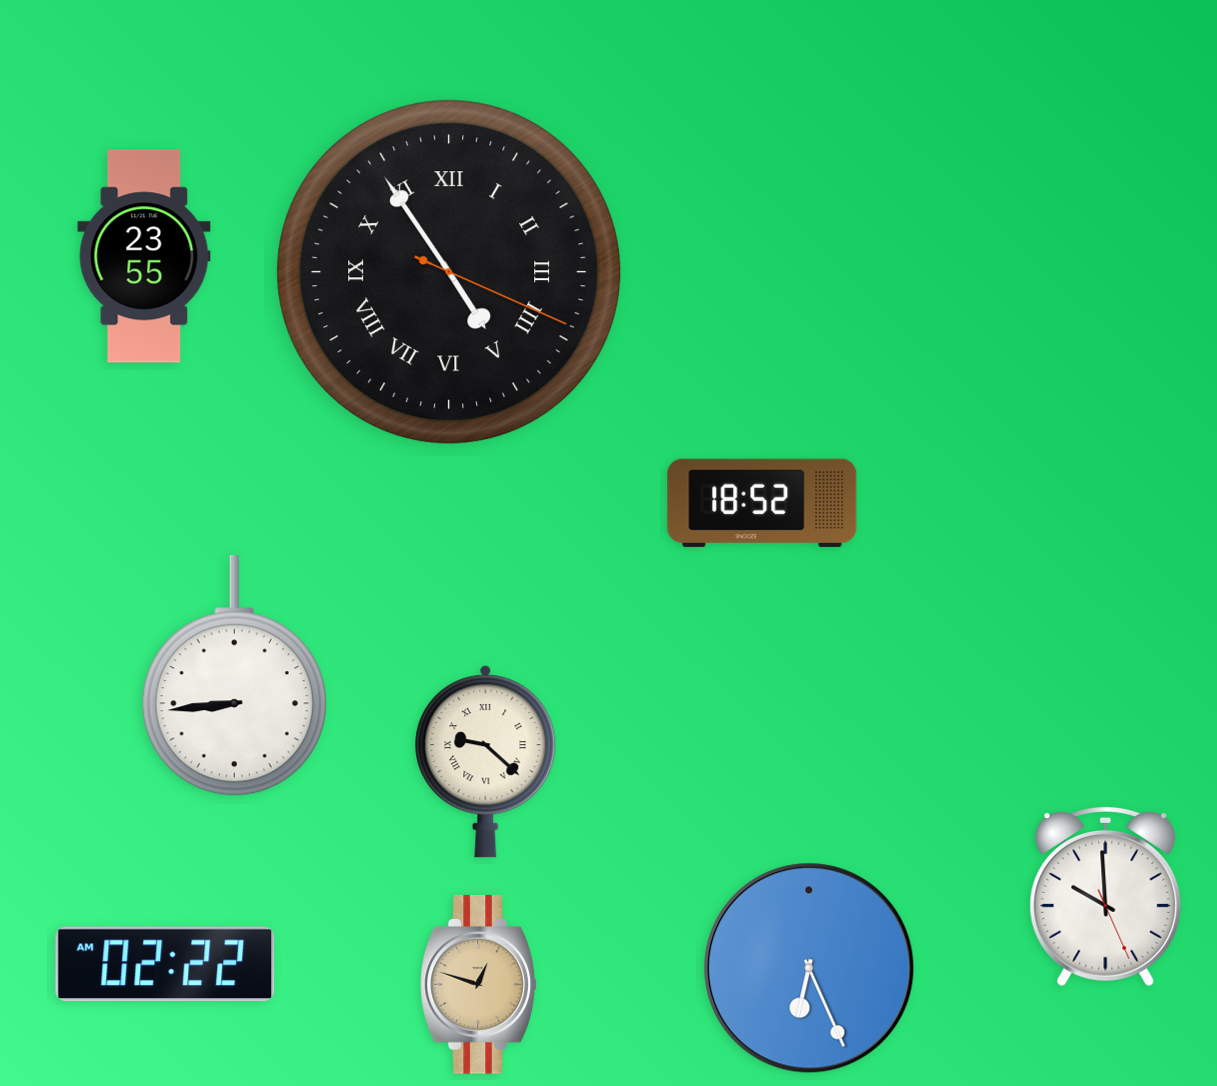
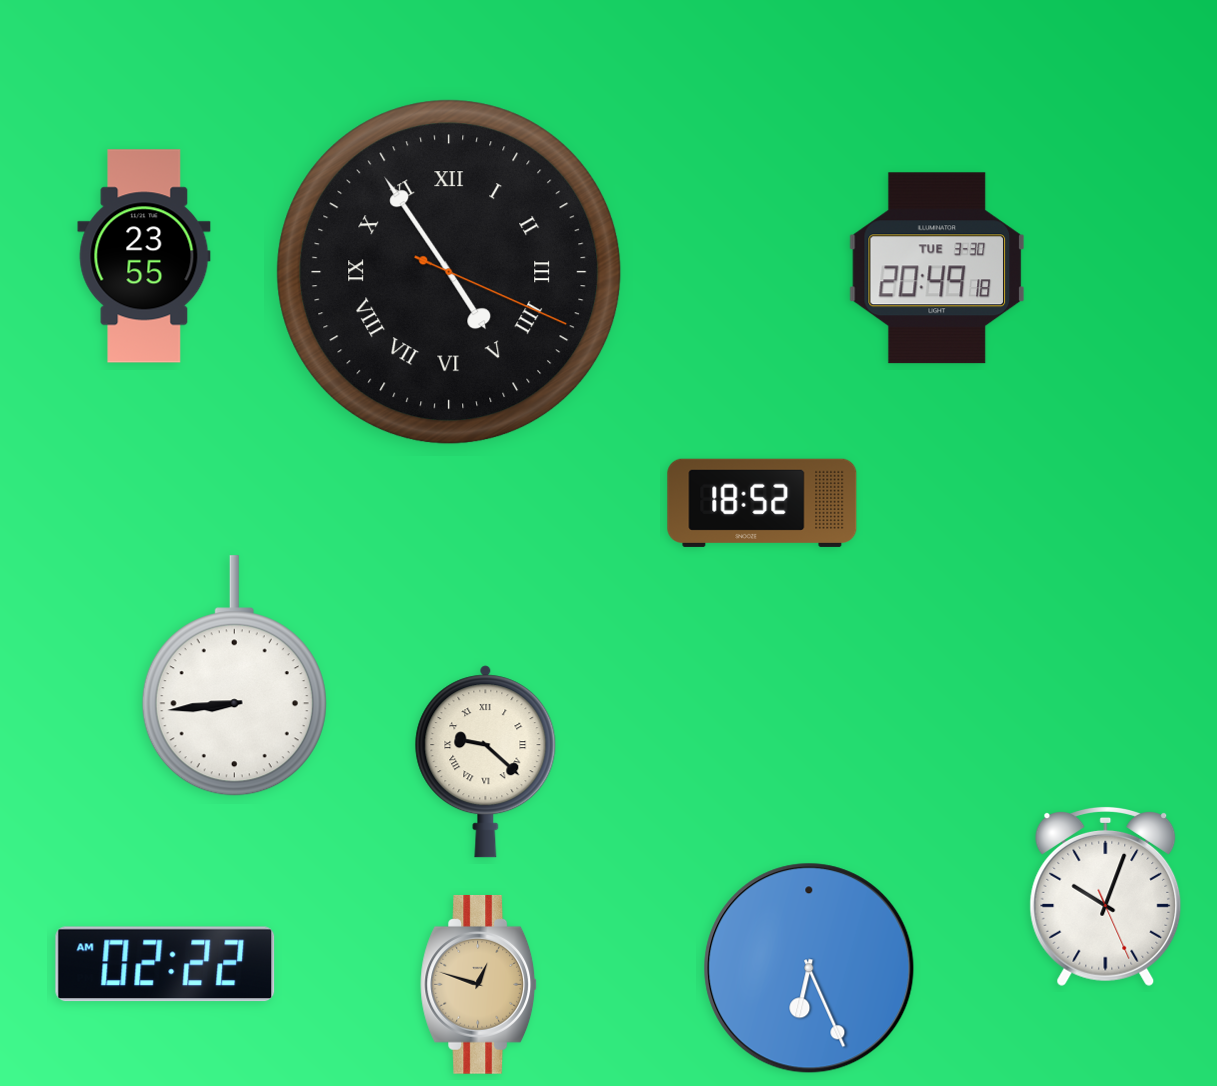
clock at (936, 268): none -> 20:49
clock at (1106, 896): 9:59 -> 10:03
